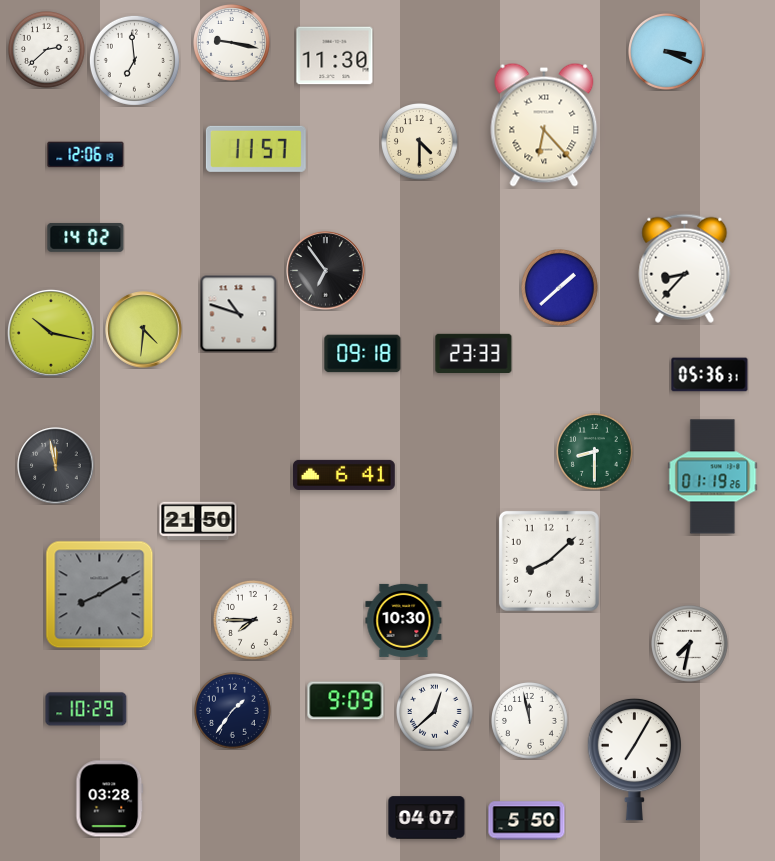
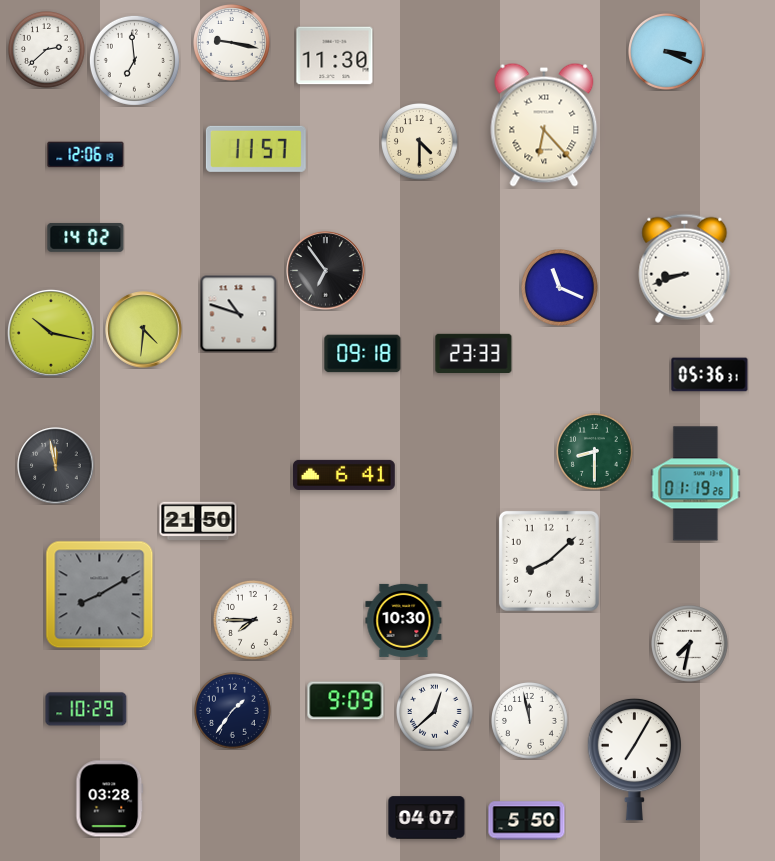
clock at (685, 268): 8:37 -> 8:42
clock at (560, 288): 1:38 -> 11:19
clock at (713, 477) position: (713, 477) -> (696, 484)
